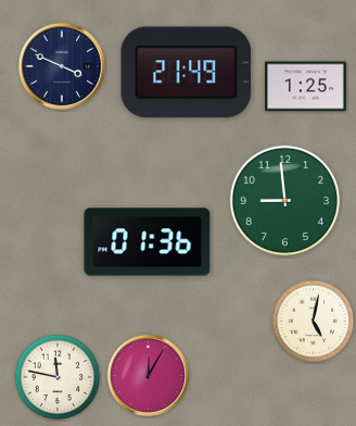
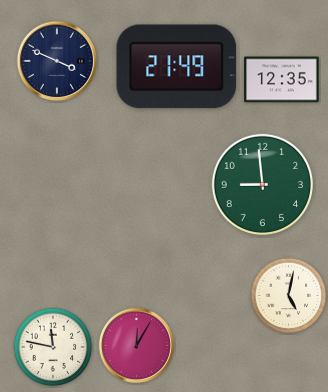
clock at (187, 73) position: (187, 73) -> (177, 67)
clock at (306, 87): 1:25 -> 12:35
clock at (148, 242): 01:36 -> none
